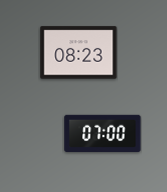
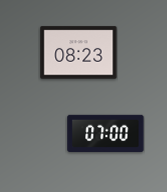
clock at (103, 133) position: (103, 133) -> (106, 133)
